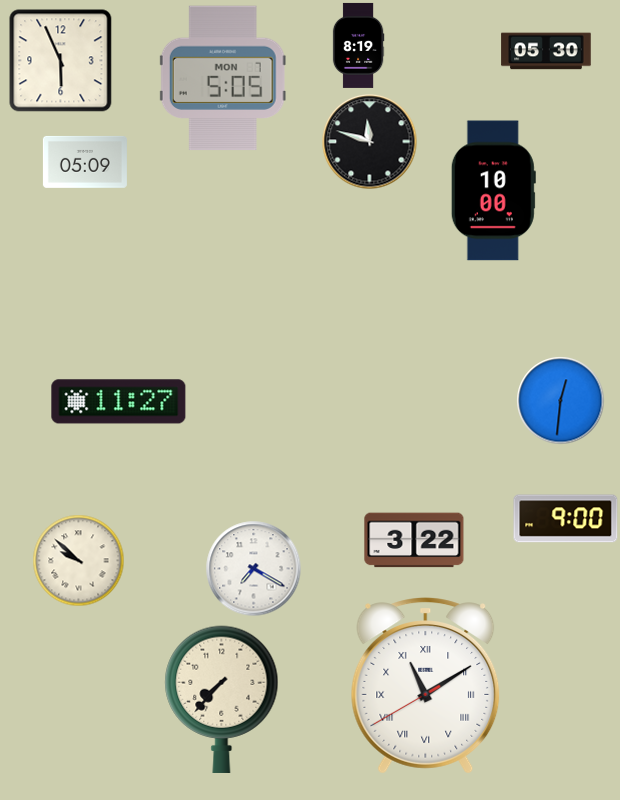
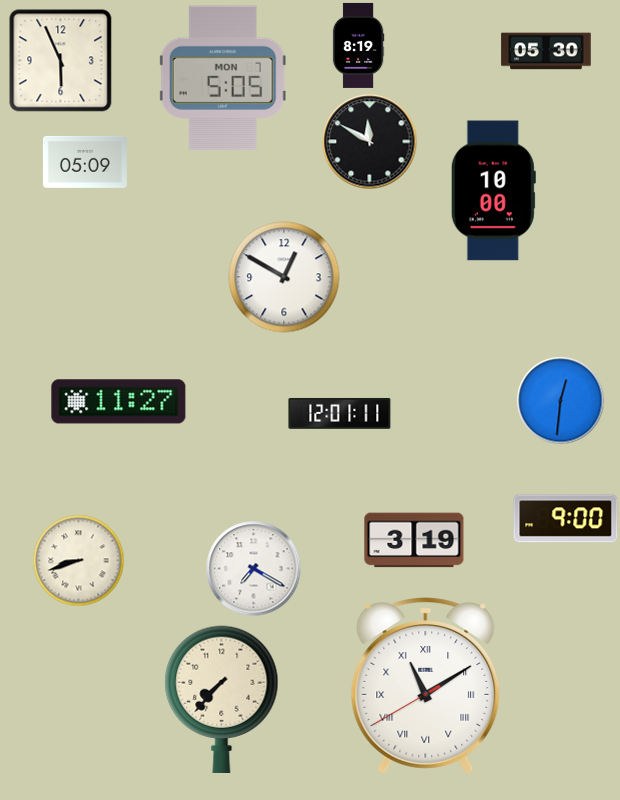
clock at (370, 142): 11:48 -> 11:50
clock at (284, 277): none -> 12:50
clock at (340, 413): none -> 12:01
clock at (414, 540): 3:22 -> 3:19
clock at (79, 561): 9:52 -> 8:42
